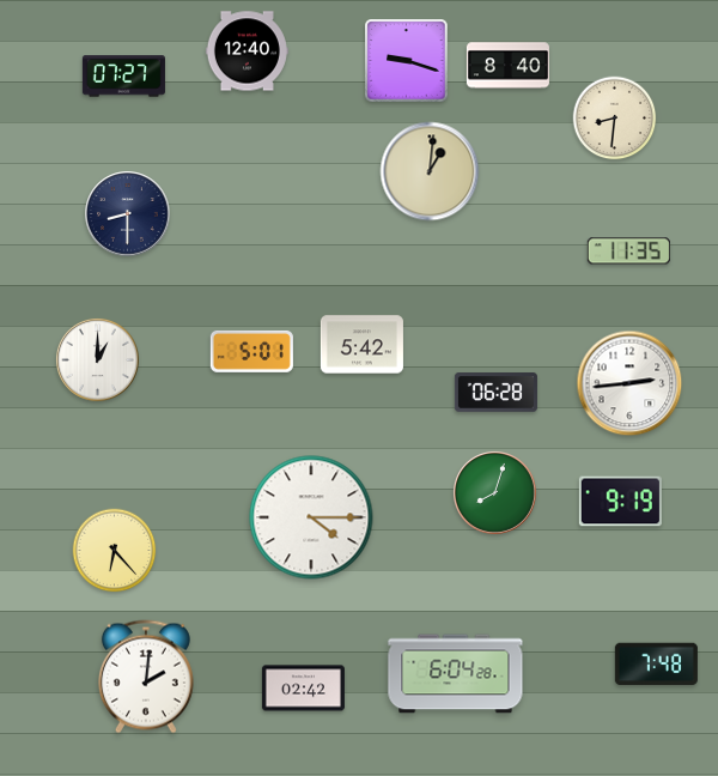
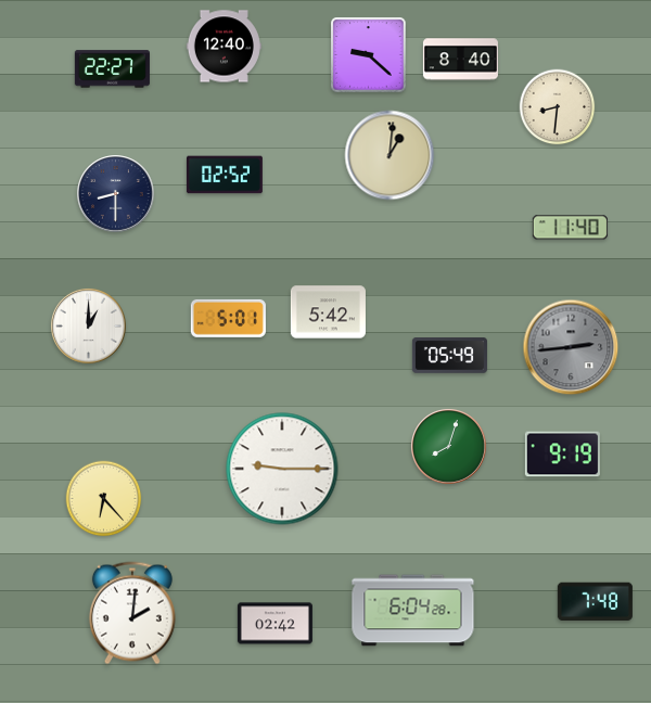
clock at (407, 61): 9:18 -> 9:22
clock at (123, 77): 07:27 -> 22:27
clock at (225, 175): none -> 02:52
clock at (628, 251): 11:35 -> 11:40
clock at (629, 383) dial: white -> grey
clock at (495, 393): 06:28 -> 05:49
clock at (311, 517): 4:15 -> 9:15
